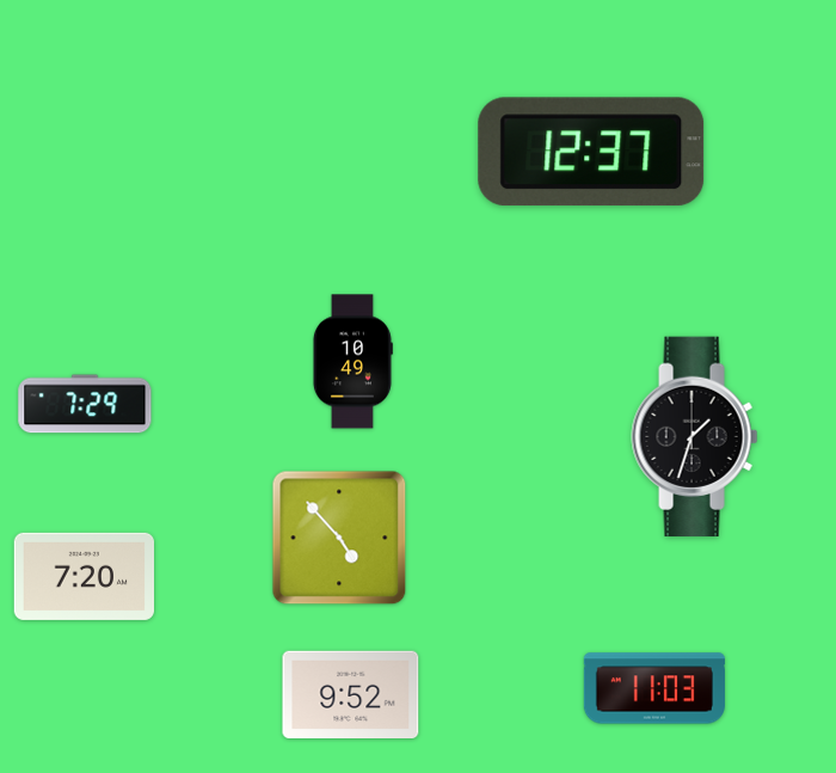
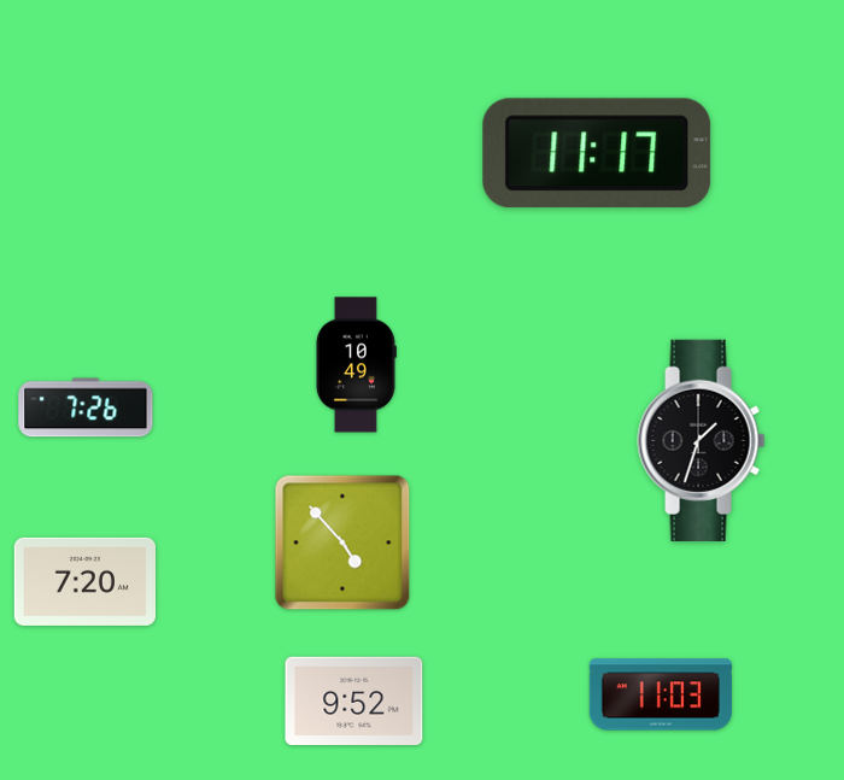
clock at (591, 152): 12:37 -> 11:17
clock at (85, 404): 7:29 -> 7:26
